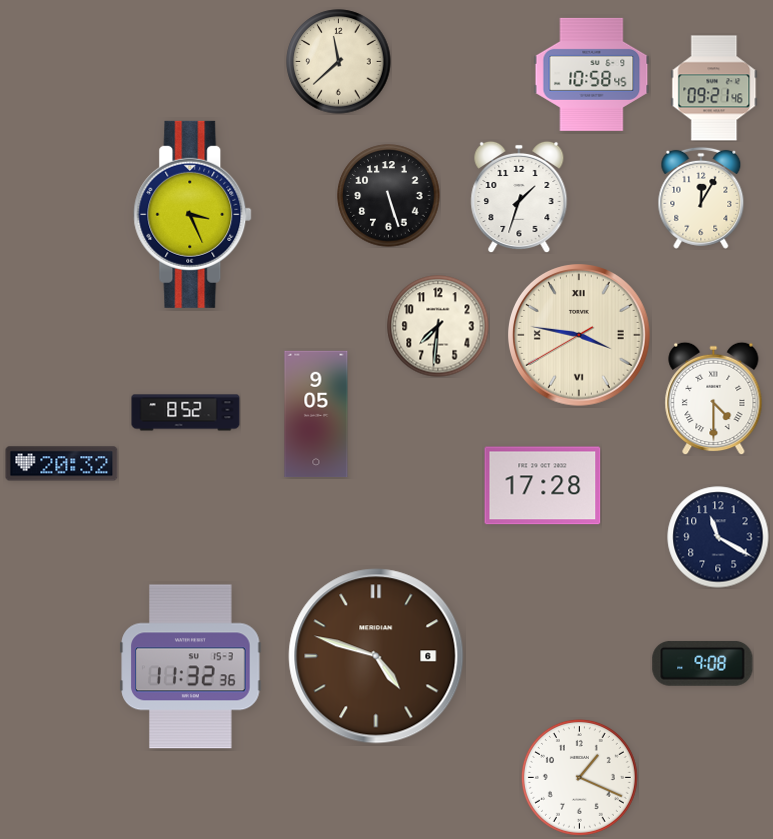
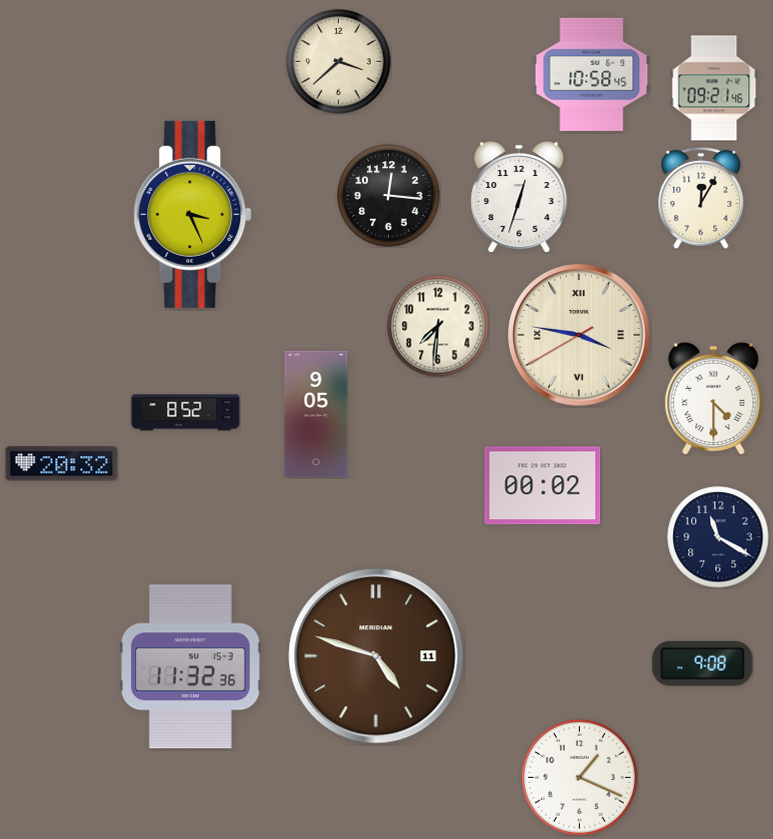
clock at (339, 62): 11:38 -> 3:38
clock at (389, 196): 5:27 -> 12:16
clock at (519, 197): 1:33 -> 12:33
clock at (543, 486): 17:28 -> 00:02
clock at (376, 656) date: 6 -> 11
